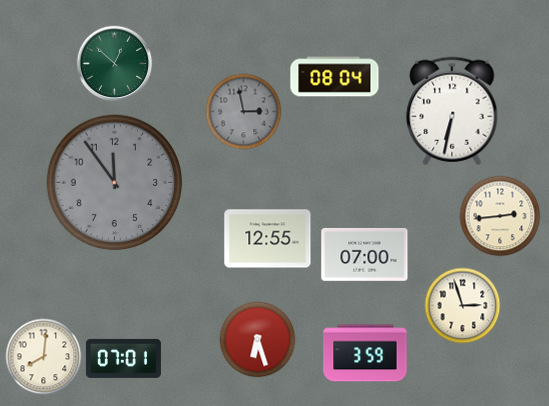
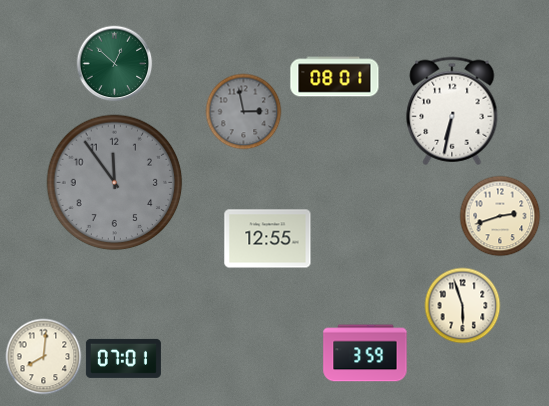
clock at (335, 77): 08:04 -> 08:01
clock at (500, 216): 2:44 -> 2:42
clock at (365, 254): 07:00 -> none
clock at (463, 306): 2:57 -> 5:57
clock at (258, 340): 6:27 -> none
